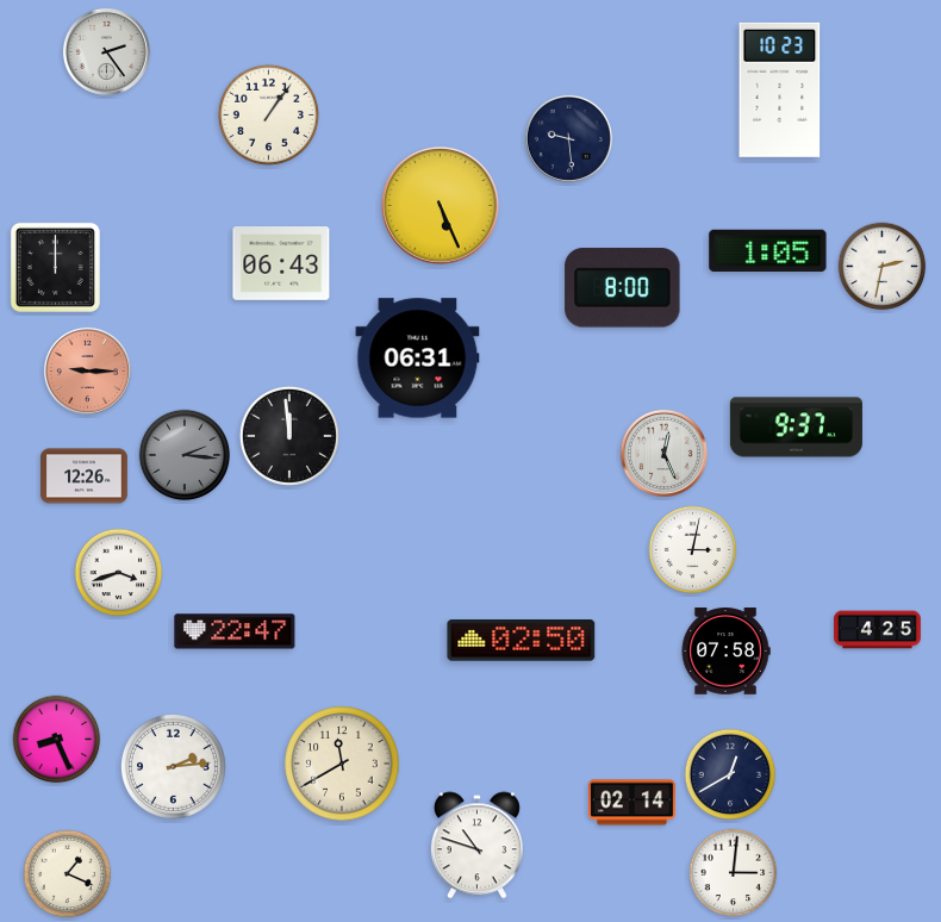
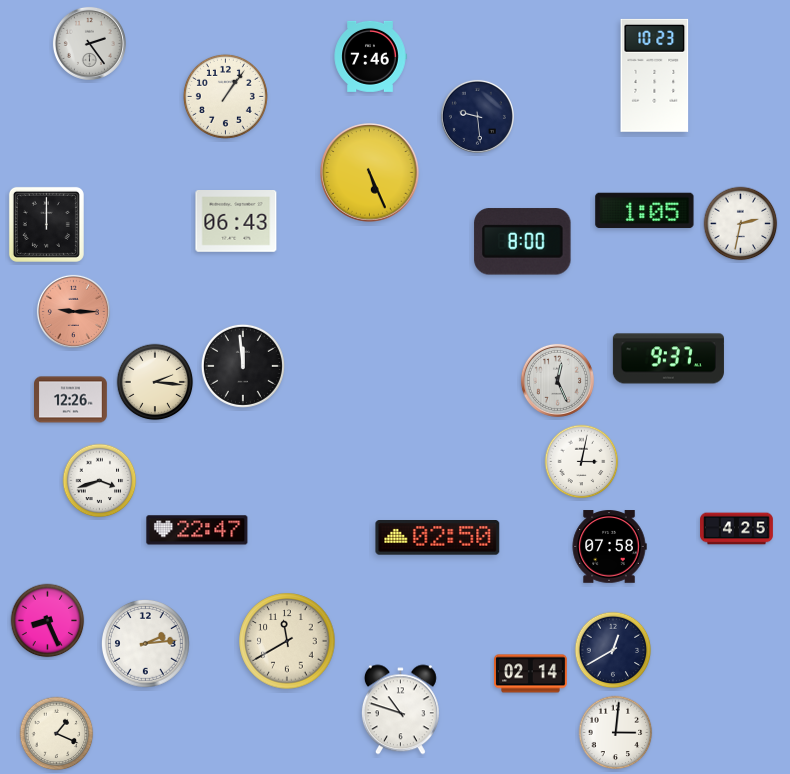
clock at (370, 56): none -> 7:46
clock at (418, 359): 06:31 -> none
clock at (185, 455) dial: grey -> cream
